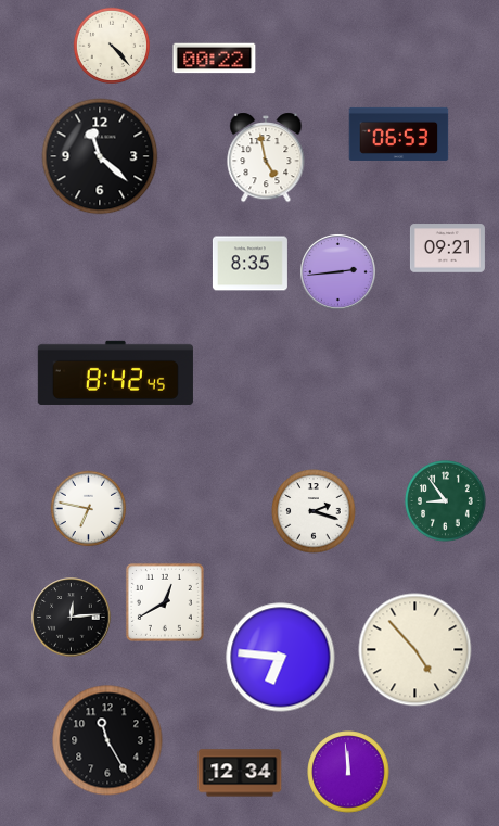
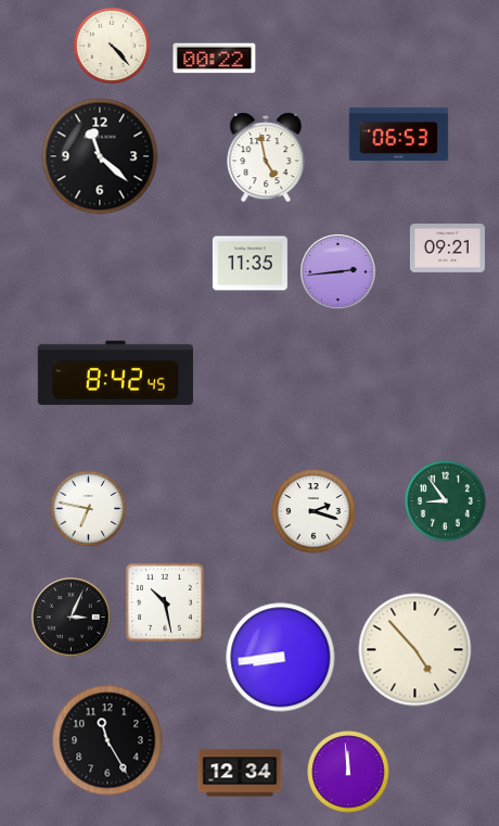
clock at (250, 264): 8:35 -> 11:35
clock at (165, 602): 12:40 -> 10:28
clock at (72, 618): 12:14 -> 3:04
clock at (281, 658): 6:46 -> 8:44
